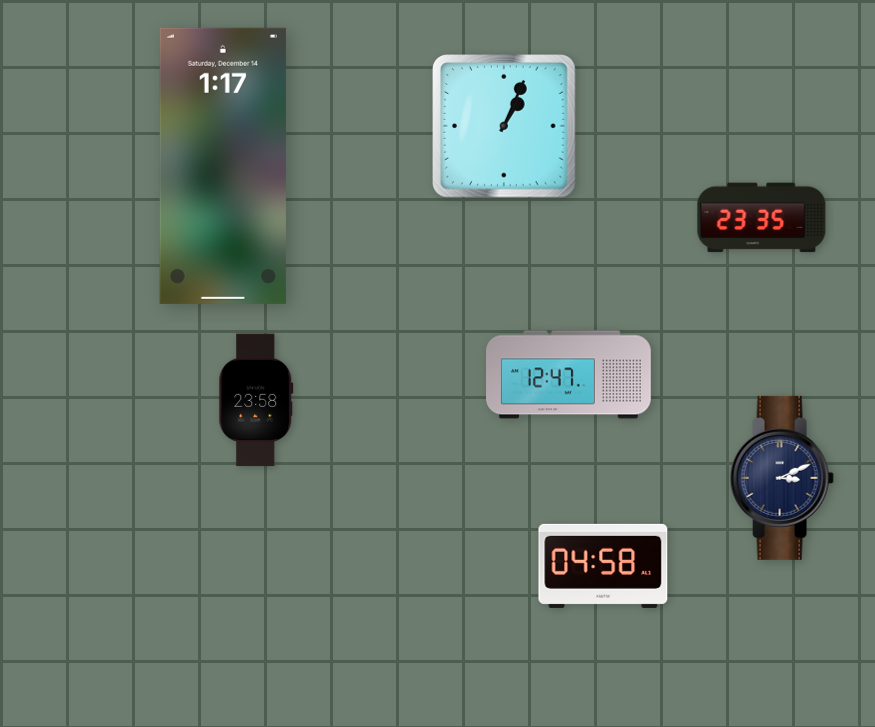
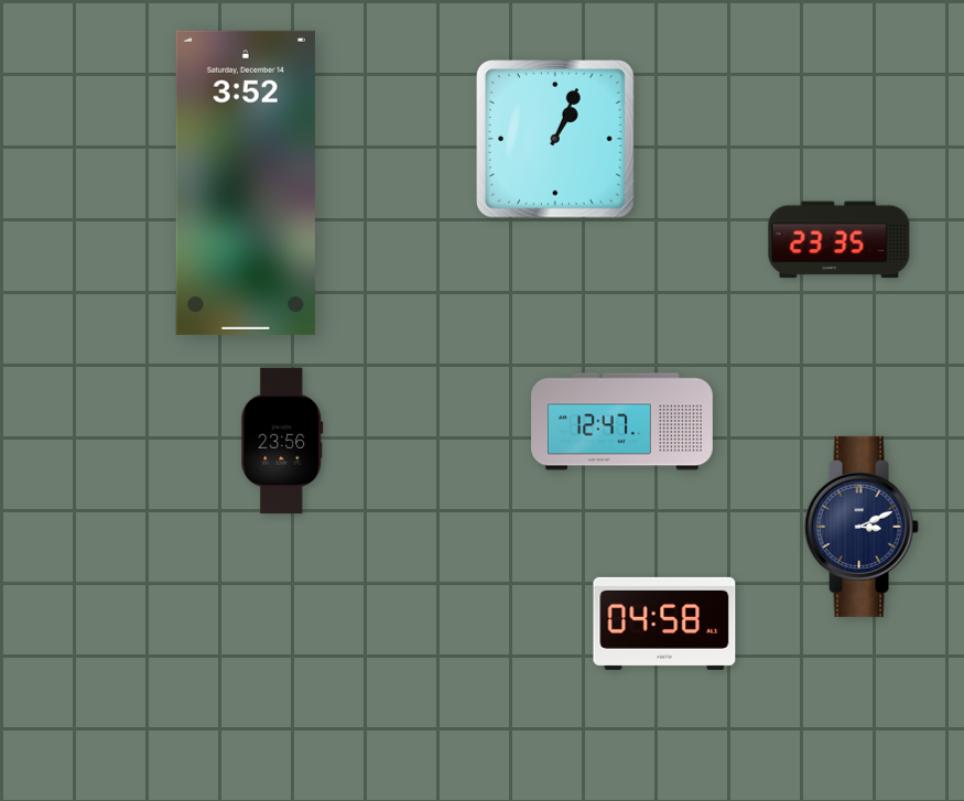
clock at (223, 166): 1:17 -> 3:52
clock at (569, 375) position: (569, 375) -> (622, 422)
clock at (256, 400): 23:58 -> 23:56
